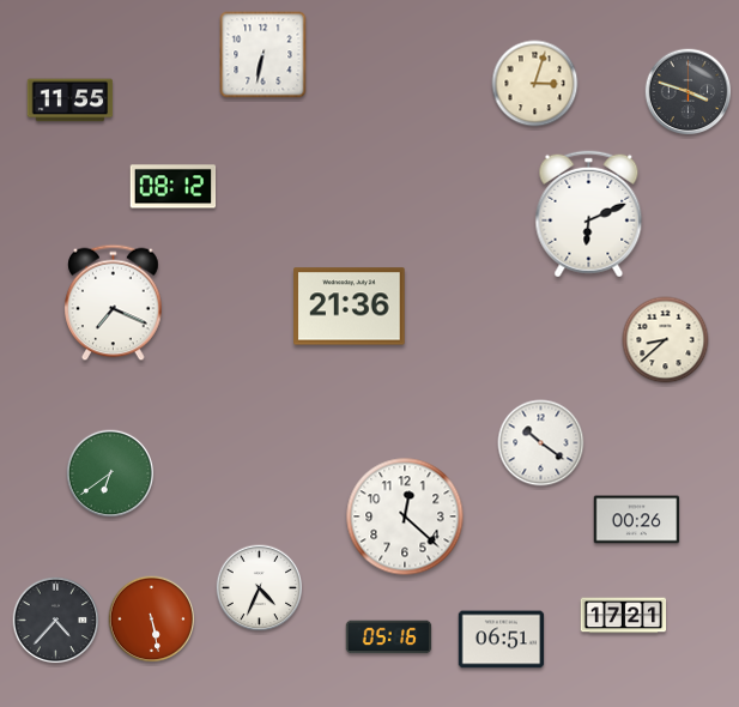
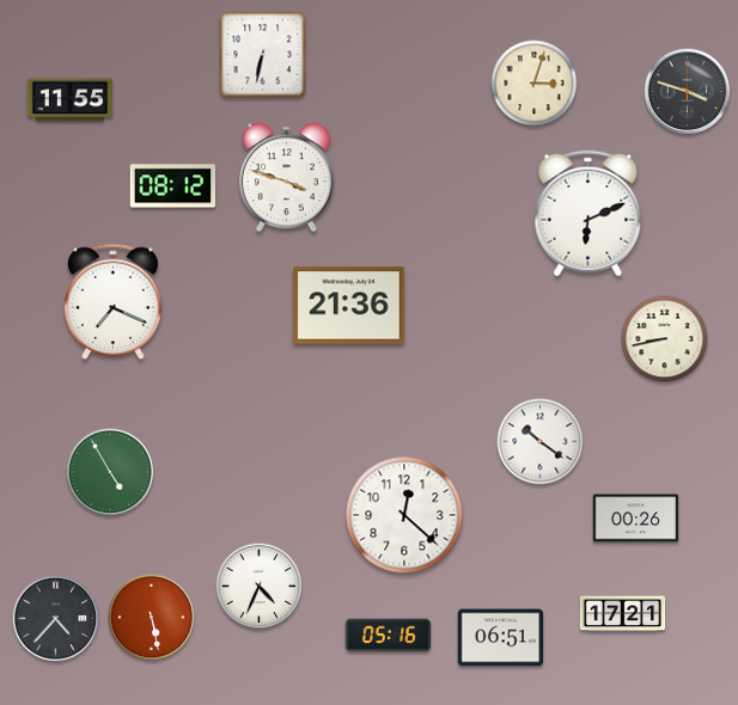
clock at (286, 178): none -> 3:48
clock at (666, 340): 8:38 -> 8:43
clock at (110, 473): 6:39 -> 4:55
